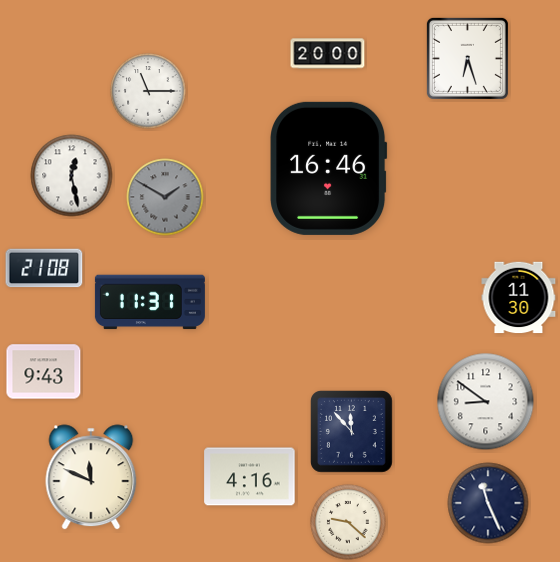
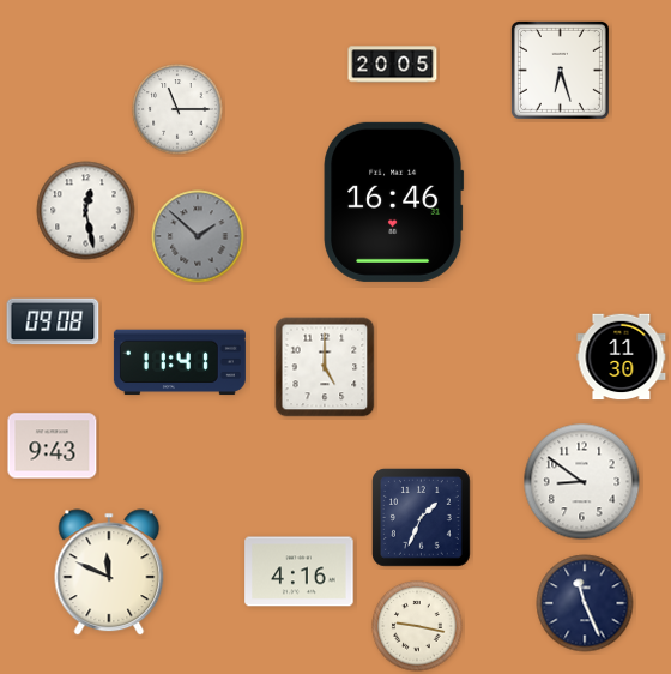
clock at (328, 54): 20:00 -> 20:05
clock at (165, 197): 1:50 -> 1:52
clock at (44, 268): 21:08 -> 09:08
clock at (150, 302): 11:31 -> 11:41
clock at (325, 367): none -> 5:00
clock at (352, 432): 11:53 -> 1:34
clock at (348, 522): 9:22 -> 9:17
